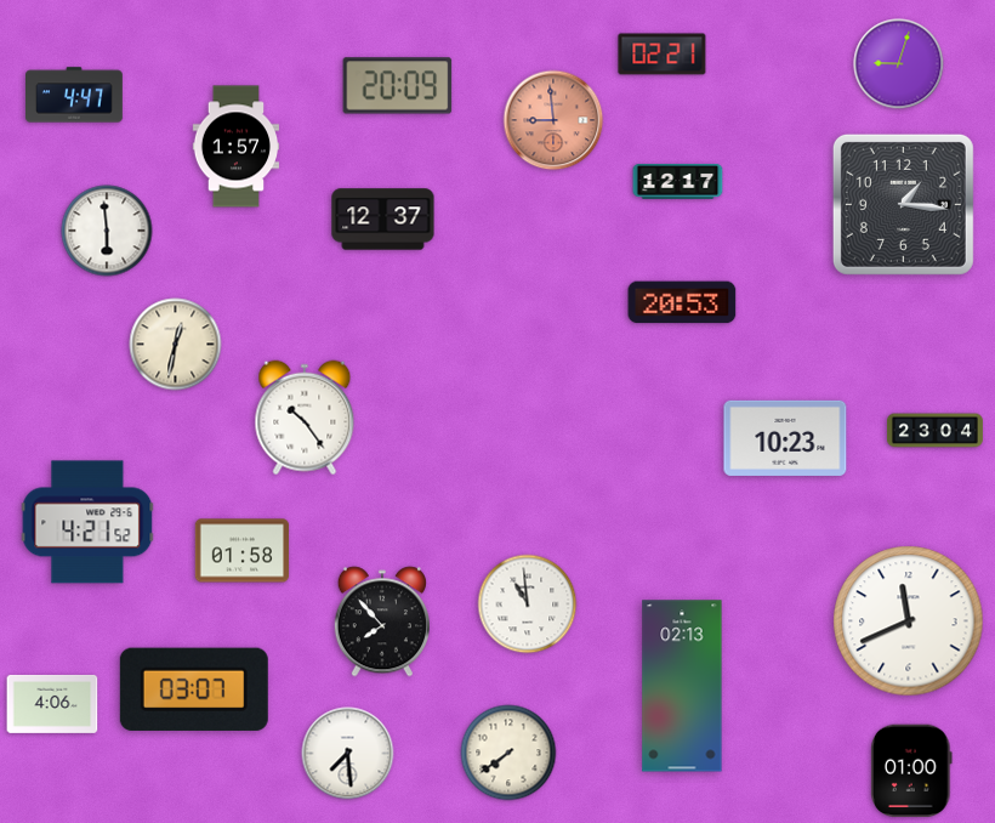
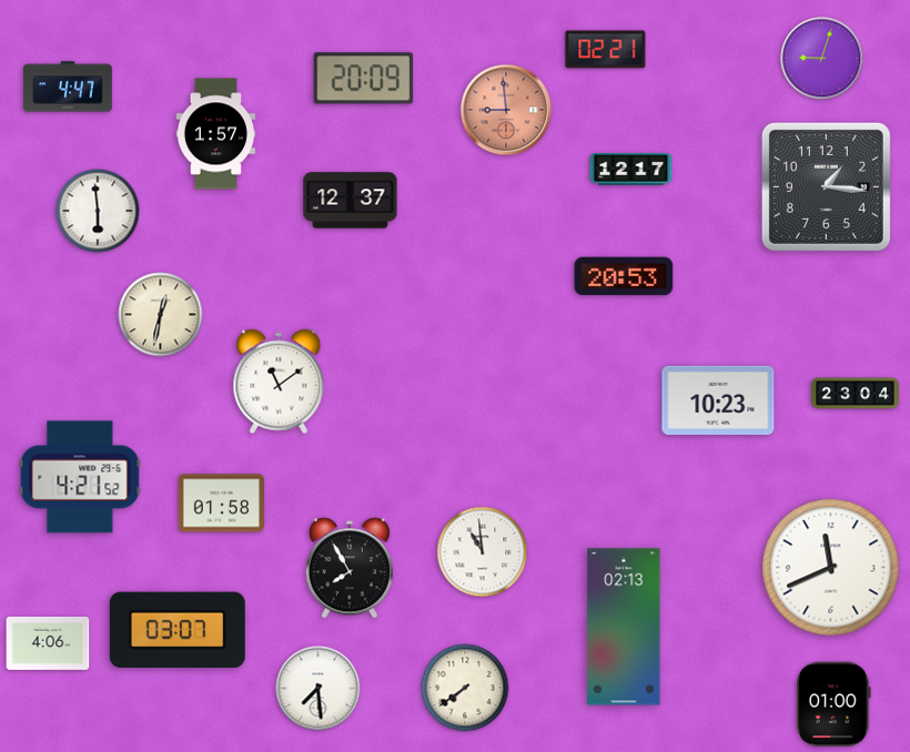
clock at (678, 182) position: (678, 182) -> (631, 170)
clock at (305, 418): 10:24 -> 11:09
clock at (381, 621): 7:53 -> 7:55
